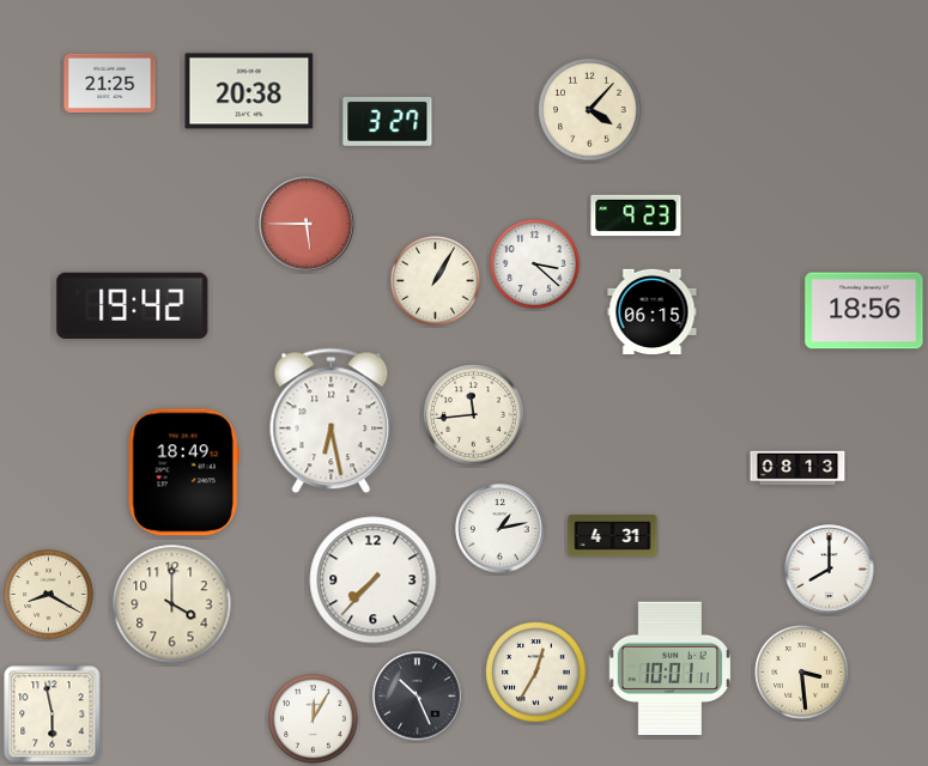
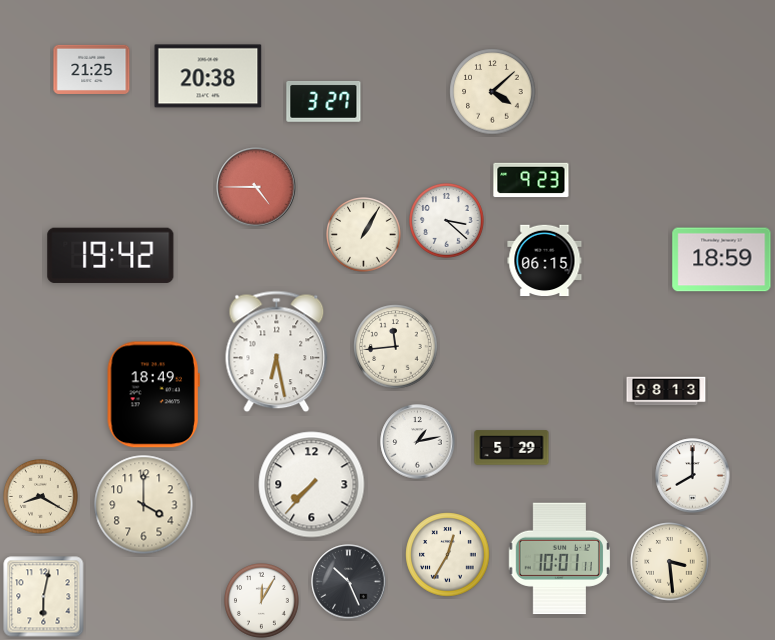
clock at (590, 110): 4:07 -> 4:08
clock at (307, 224): 5:45 -> 4:45
clock at (865, 311): 18:56 -> 18:59
clock at (613, 536): 4:31 -> 5:29
clock at (536, 673) position: (536, 673) -> (448, 555)
clock at (53, 715): 5:58 -> 6:02
